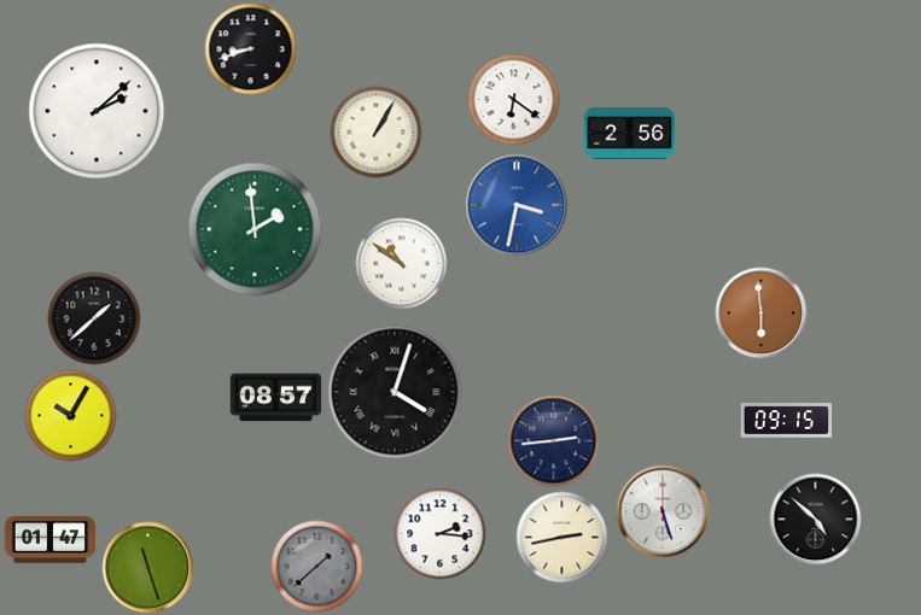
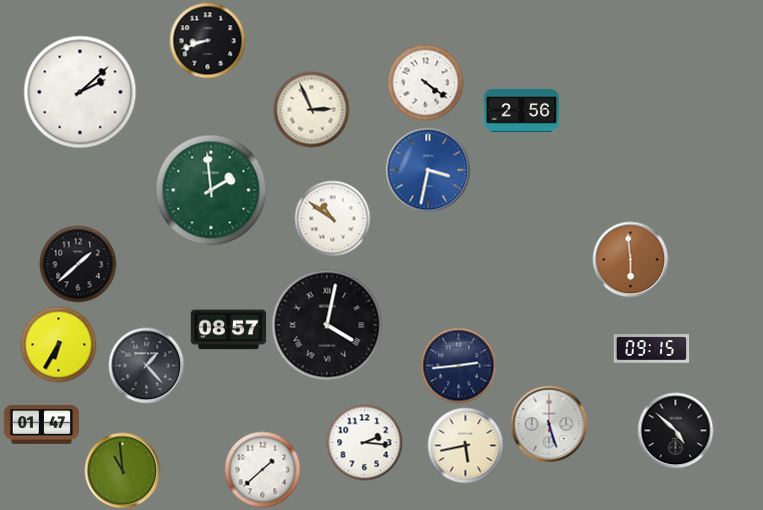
clock at (514, 100): 6:21 -> 4:21
clock at (377, 133): 1:05 -> 2:56
clock at (395, 392): 4:03 -> 4:02
clock at (71, 416): 10:05 -> 6:35
clock at (147, 366): none -> 1:23
clock at (562, 538): 2:43 -> 5:43
clock at (51, 539) position: (51, 539) -> (42, 424)
clock at (317, 567) dial: grey -> white
clock at (148, 568): 11:27 -> 10:59
